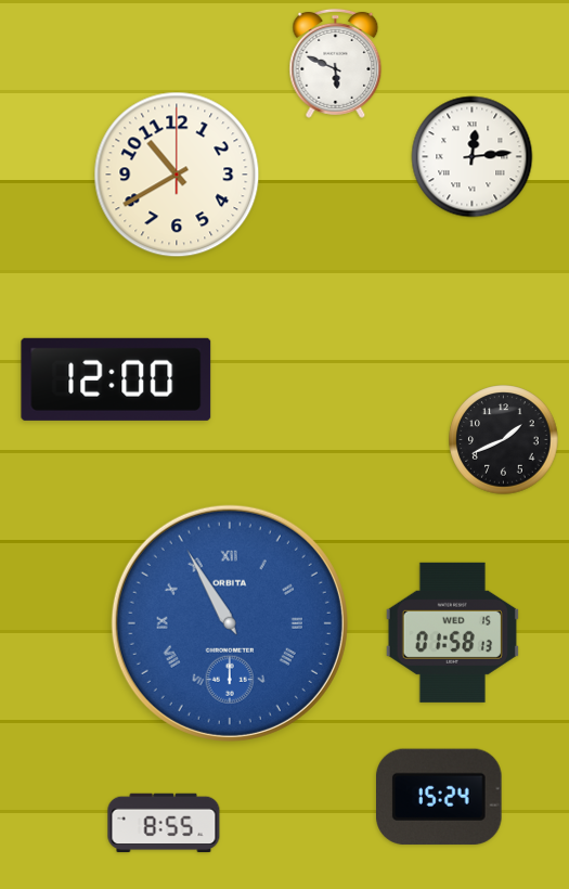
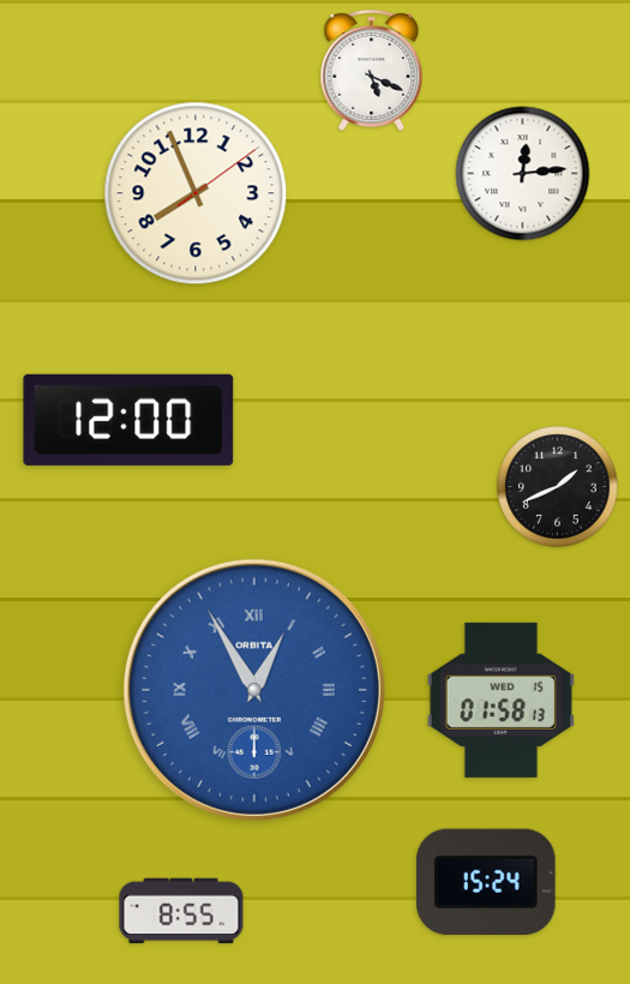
clock at (336, 63): 5:49 -> 5:19
clock at (177, 175): 10:40 -> 7:56
clock at (230, 623): 10:55 -> 12:55
